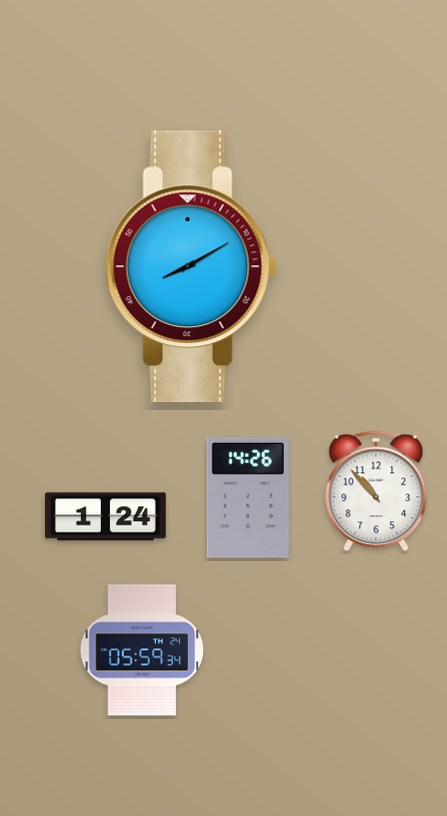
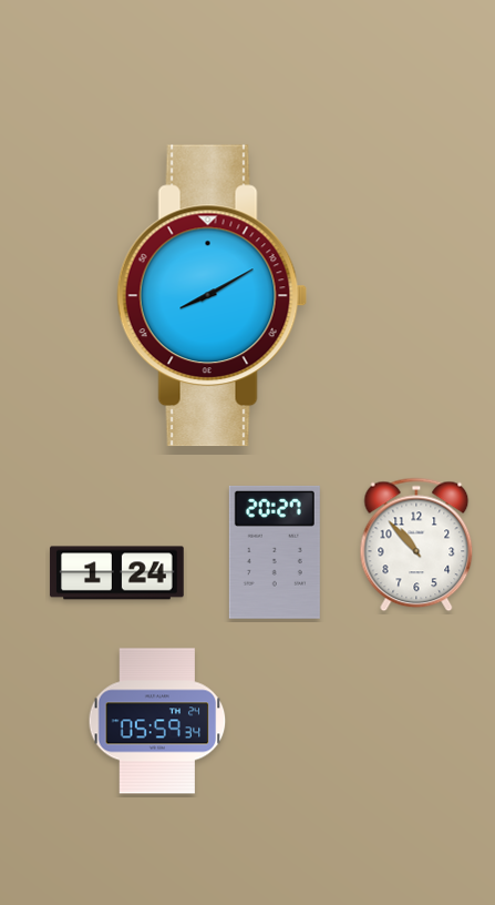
clock at (248, 498): 14:26 -> 20:27
